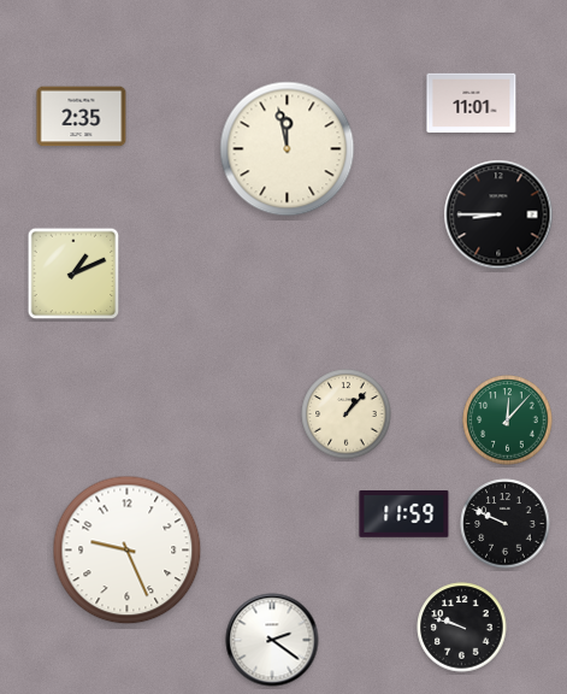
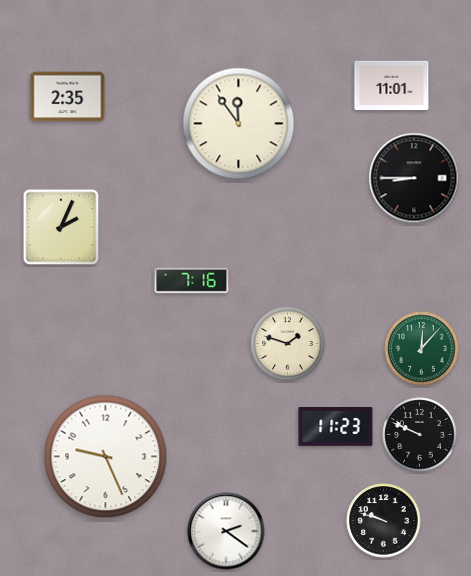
clock at (288, 149): 11:58 -> 11:54
clock at (73, 274): 1:11 -> 2:04
clock at (192, 281): none -> 7:16
clock at (347, 414): 1:07 -> 1:48
clock at (404, 514): 11:59 -> 11:23
